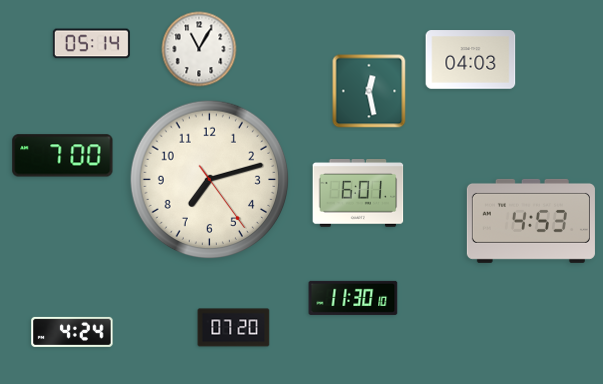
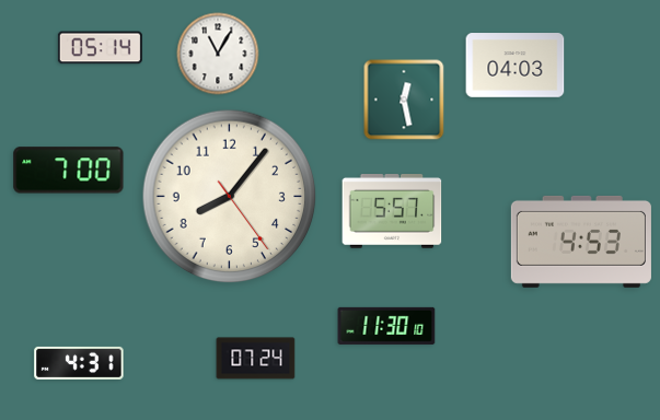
clock at (210, 180): 7:12 -> 8:06
clock at (358, 194): 6:01 -> 5:57
clock at (234, 328): 07:20 -> 07:24
clock at (72, 332): 4:24 -> 4:31
